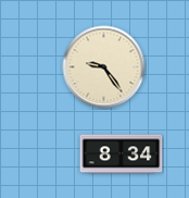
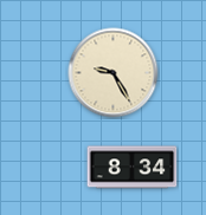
clock at (104, 67): 9:24 -> 9:25
